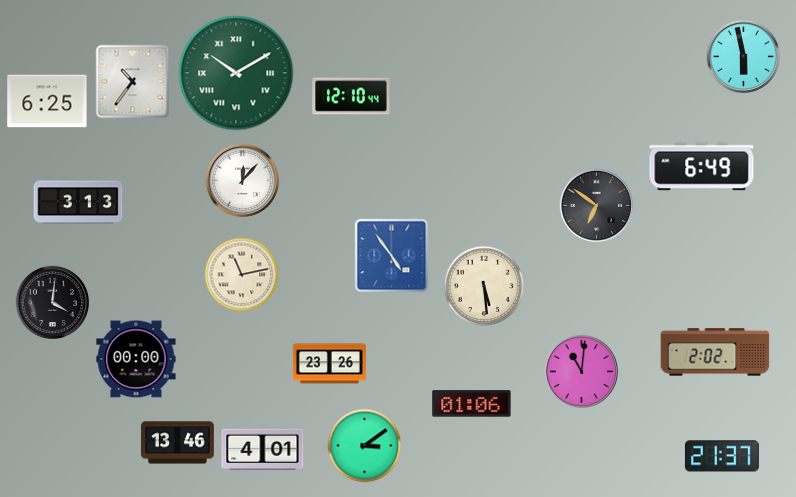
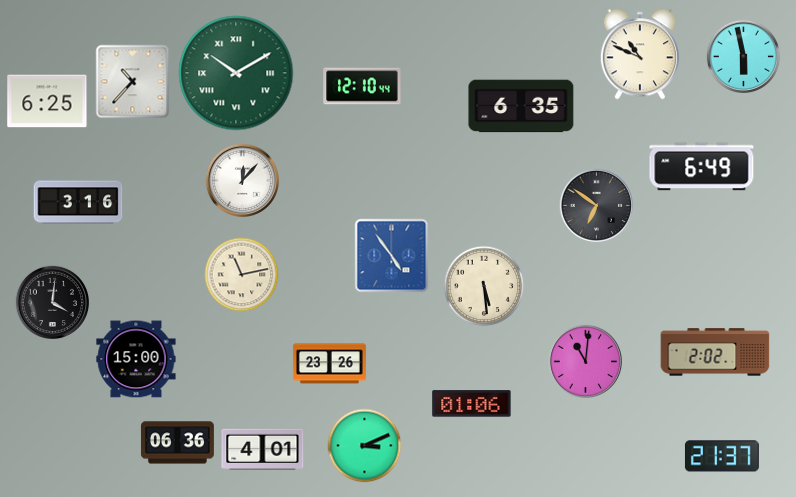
clock at (640, 54): none -> 10:49
clock at (133, 82): 10:36 -> 10:37
clock at (351, 96) position: (351, 96) -> (362, 86)
clock at (521, 106): none -> 6:35
clock at (78, 202): 3:13 -> 3:16
clock at (136, 359): 00:00 -> 15:00
clock at (581, 371) position: (581, 371) -> (585, 361)
clock at (177, 443): 13:46 -> 06:36
clock at (365, 446): 3:09 -> 3:11
